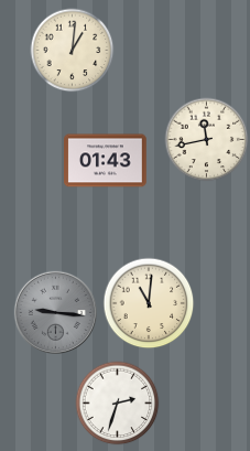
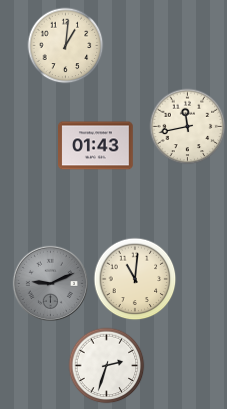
clock at (149, 303) position: (149, 303) -> (135, 279)
clock at (55, 312): 9:16 -> 9:11
